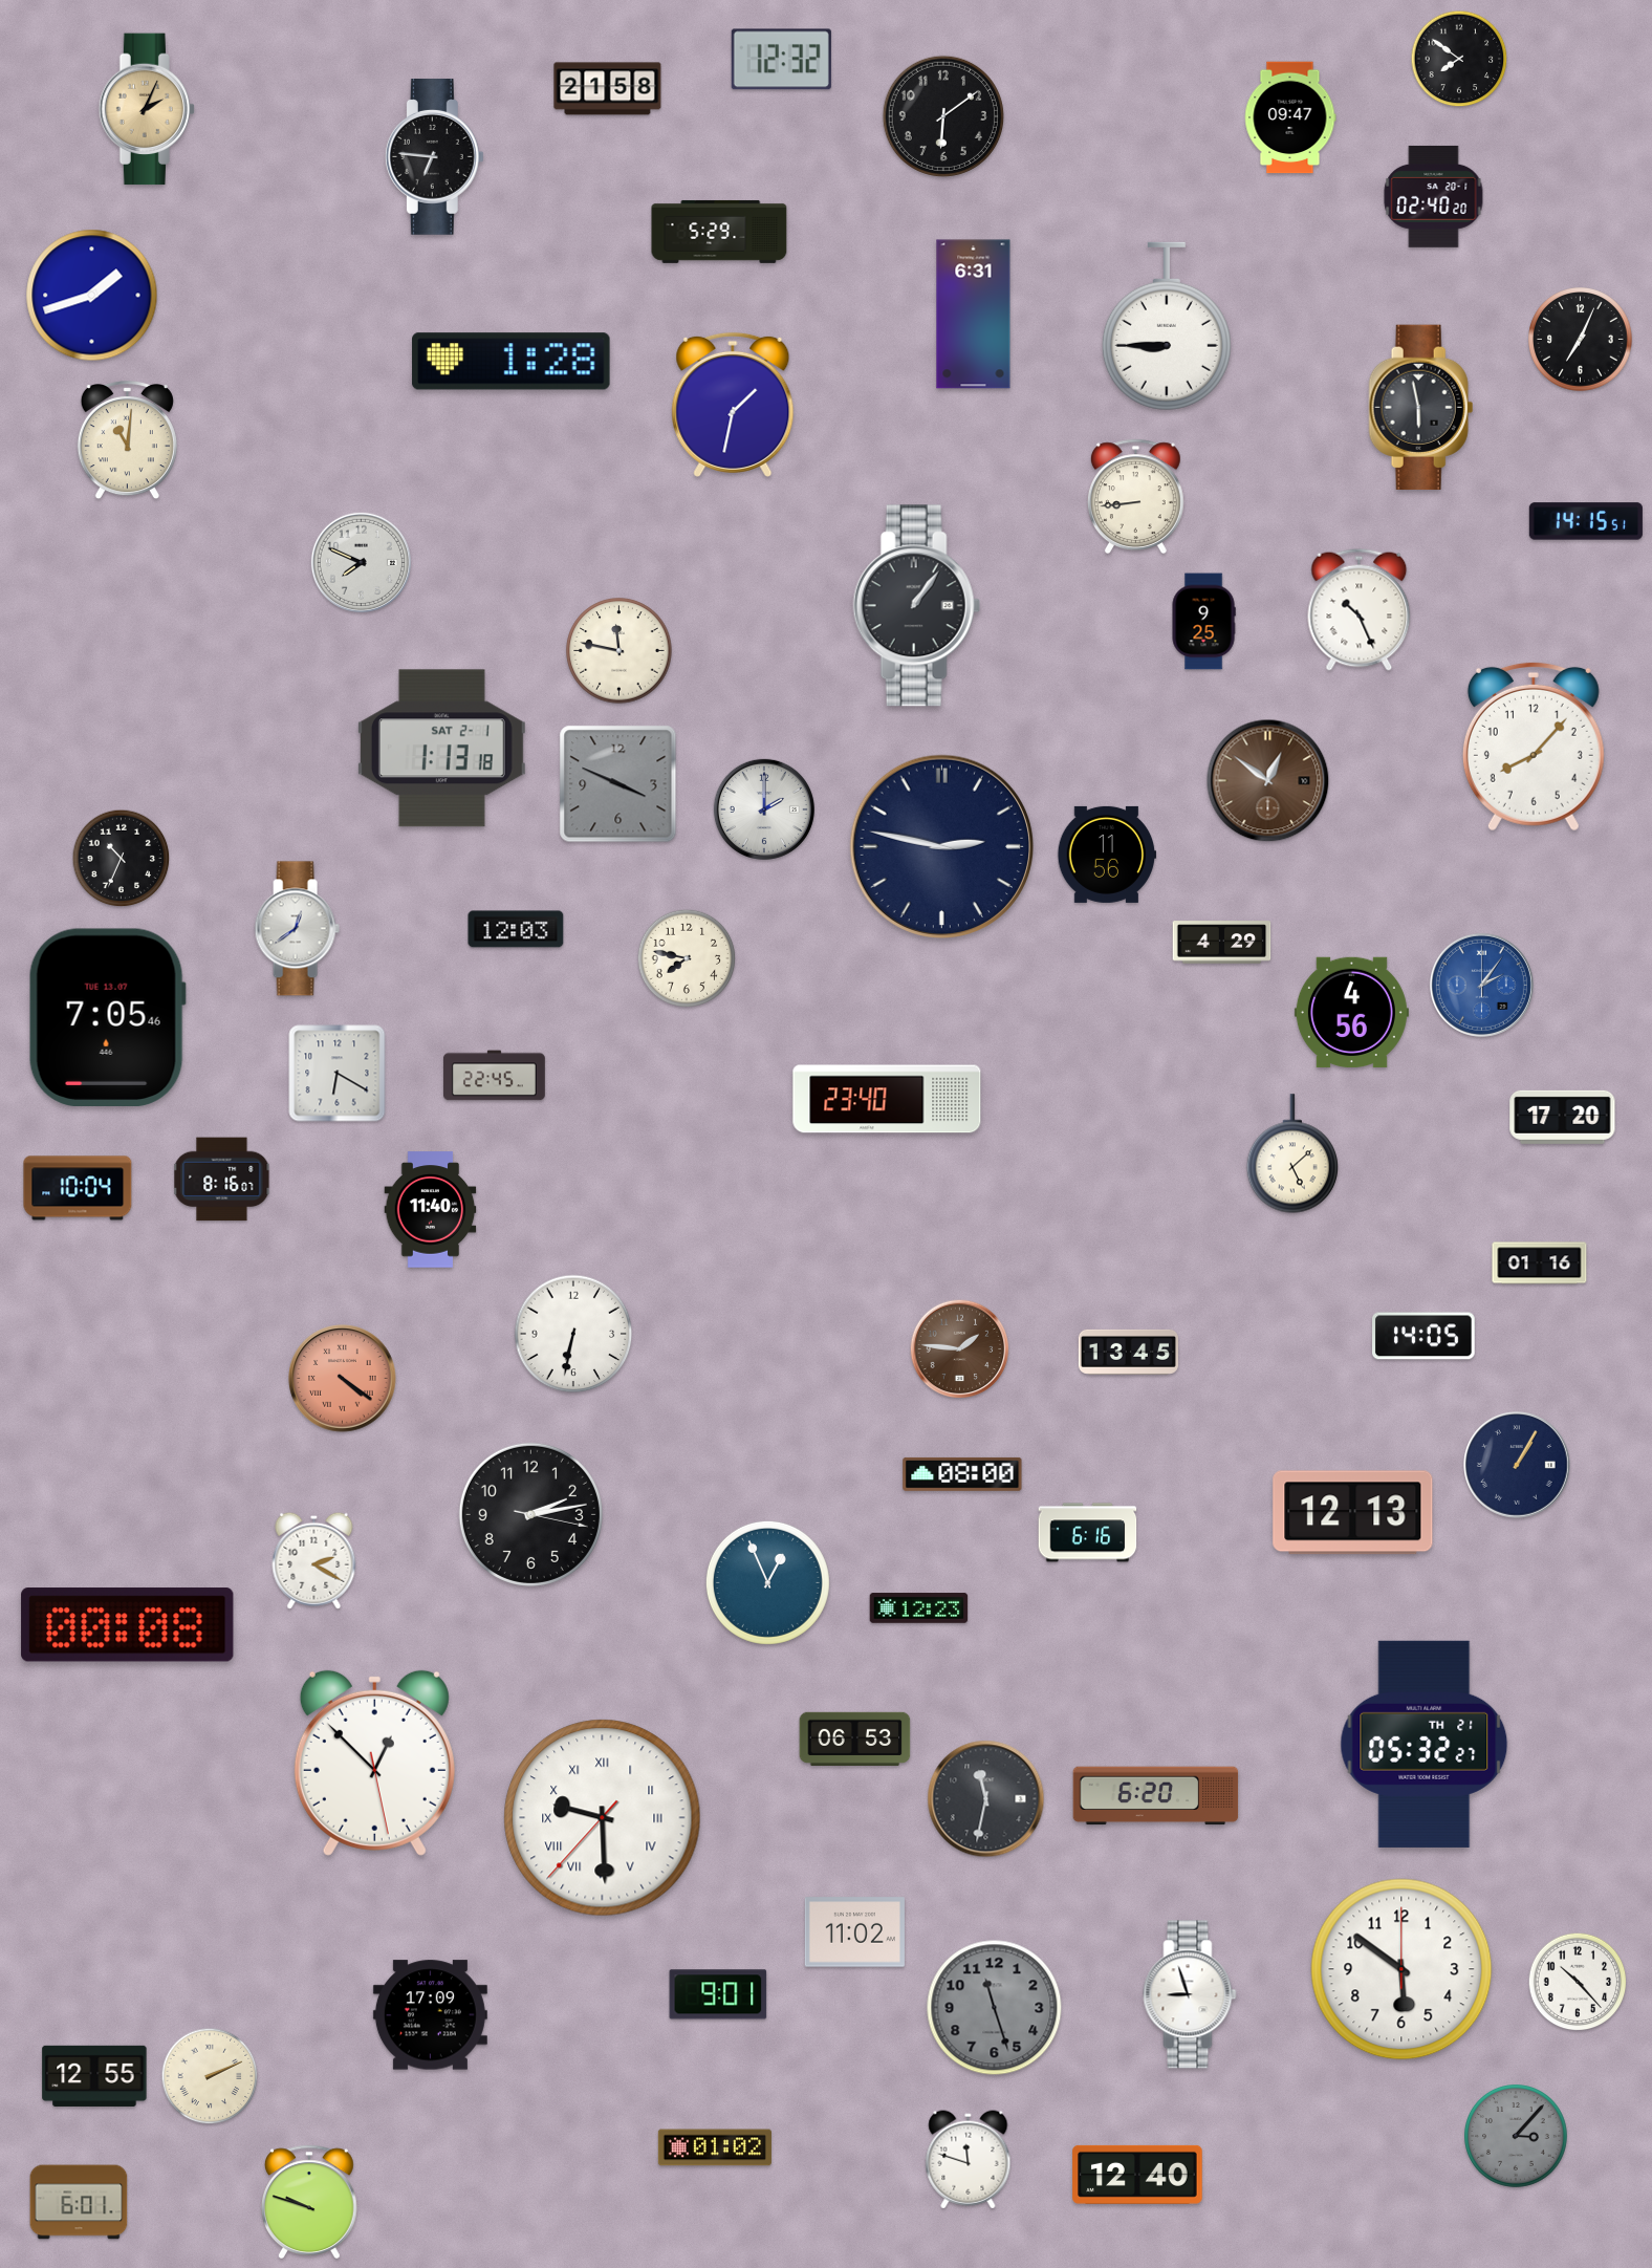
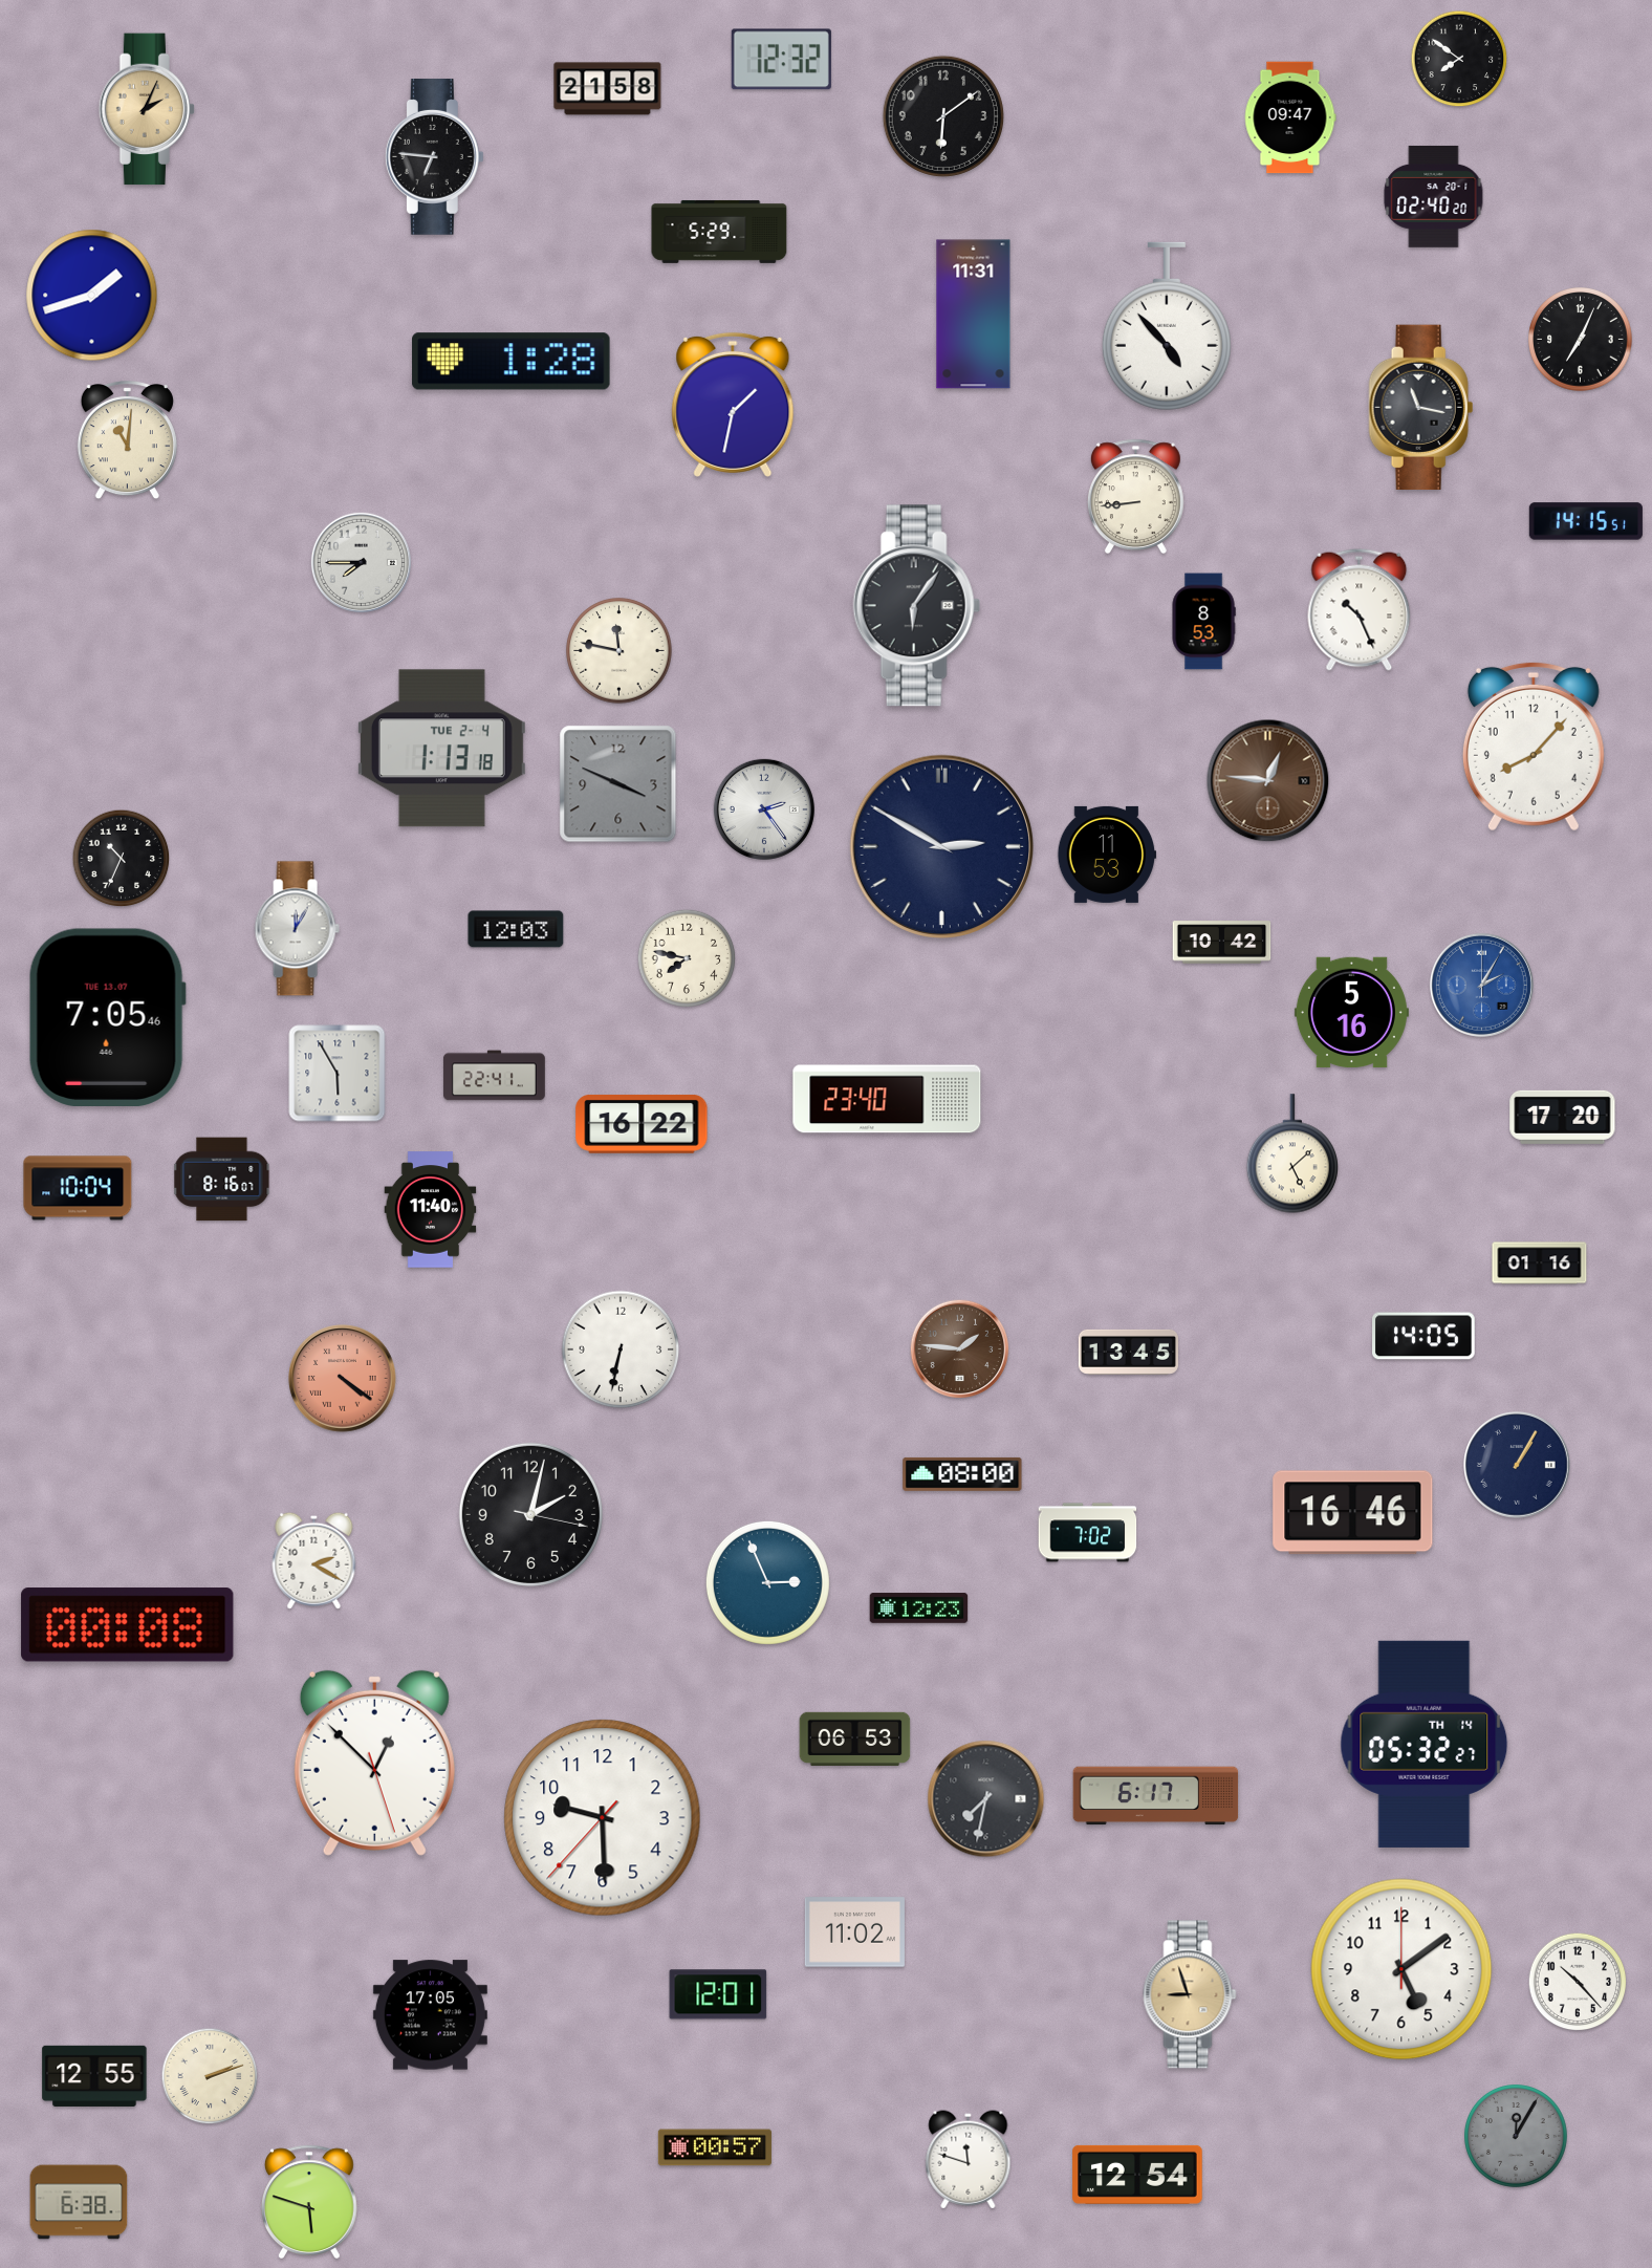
clock at (974, 315): 6:31 -> 11:31
clock at (1167, 326): 8:45 -> 4:53
clock at (1421, 408): 5:58 -> 11:17
clock at (361, 562): 7:49 -> 7:45
clock at (916, 606): 1:06 -> 6:06
clock at (1203, 622): 9:25 -> 8:53
clock at (441, 749) date: SAT 2-1 -> TUE 2-4
clock at (1268, 781): 12:51 -> 12:46
clock at (764, 809): 2:00 -> 2:24
clock at (942, 847): 2:47 -> 2:50
clock at (1107, 855): 11:56 -> 11:53
clock at (297, 929): 12:39 -> 12:05
clock at (1222, 943): 4:29 -> 10:42
clock at (1481, 985): 2:06 -> 2:05
clock at (1351, 1013): 4:56 -> 5:16
clock at (338, 1074): 6:20 -> 5:55
clock at (494, 1076): 22:45 -> 22:41
clock at (642, 1124): none -> 16:22
clock at (573, 1334) position: (573, 1334) -> (621, 1349)
clock at (1353, 1513): 12:13 -> 16:46
clock at (530, 1514): 2:13 -> 2:02
clock at (1088, 1533): 6:16 -> 7:02
clock at (767, 1582): 12:56 -> 2:56
clock at (1425, 1744) date: TH 21 -> TH 14
clock at (374, 1763): 12:52:28 -> 12:52:27
clock at (1156, 1796): 6:20 -> 6:17
clock at (986, 1799): 11:32 -> 7:32
clock at (603, 1818) numerals: Roman -> Arabic
clock at (1401, 1969): 5:51 -> 5:09
clock at (718, 1994): 9:01 -> 12:01
clock at (1190, 1994) dial: white -> champagne
clock at (995, 2008): 11:27 -> none
clock at (430, 2015): 17:09 -> 17:05
clock at (210, 2076): 2:11 -> 2:12
clock at (1517, 2137): 3:07 -> 12:05
clock at (715, 2147): 01:02 -> 00:57
clock at (1137, 2175): 12:40 -> 12:54
clock at (79, 2202): 6:01 -> 6:38
clock at (309, 2202): 9:48 -> 5:48
